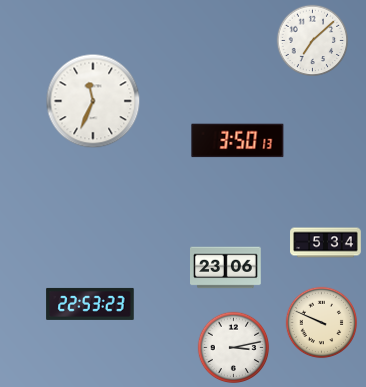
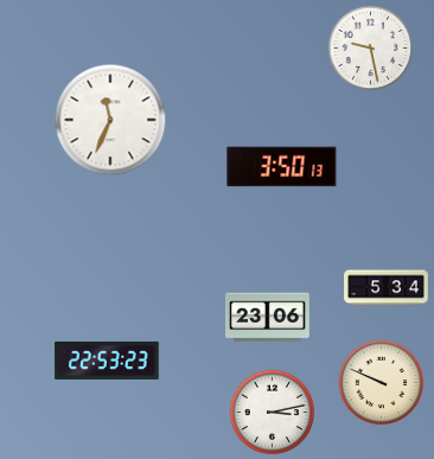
clock at (313, 41): 7:08 -> 9:28
clock at (234, 348) position: (234, 348) -> (273, 413)
